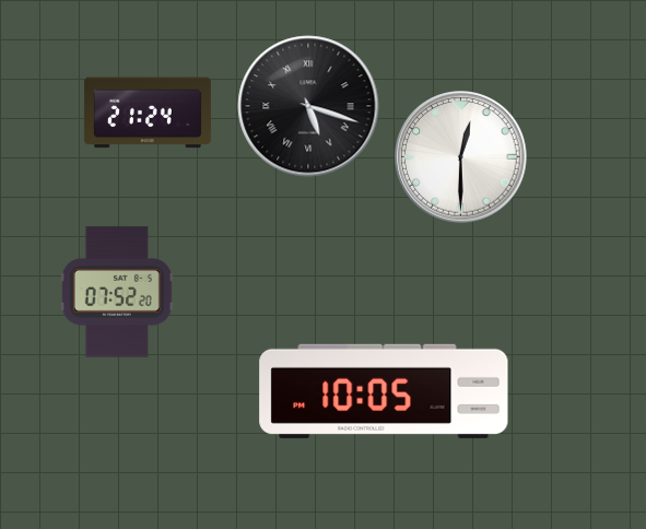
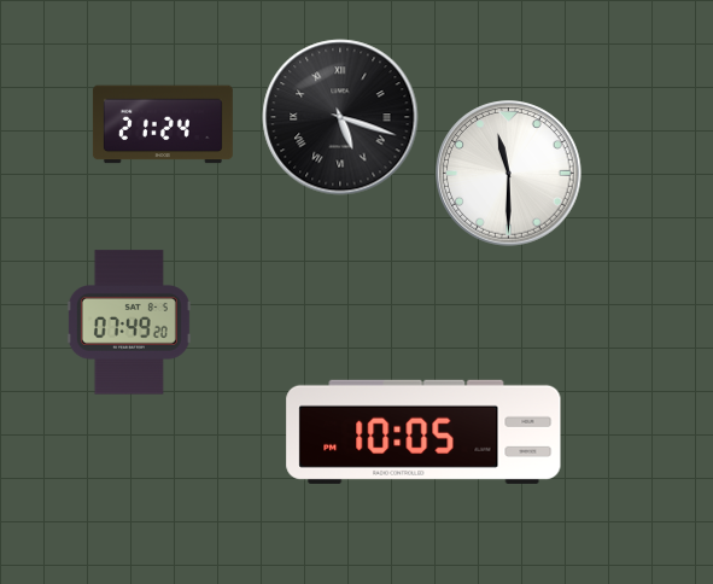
clock at (461, 157): 12:30 -> 11:30
clock at (117, 292): 07:52 -> 07:49
